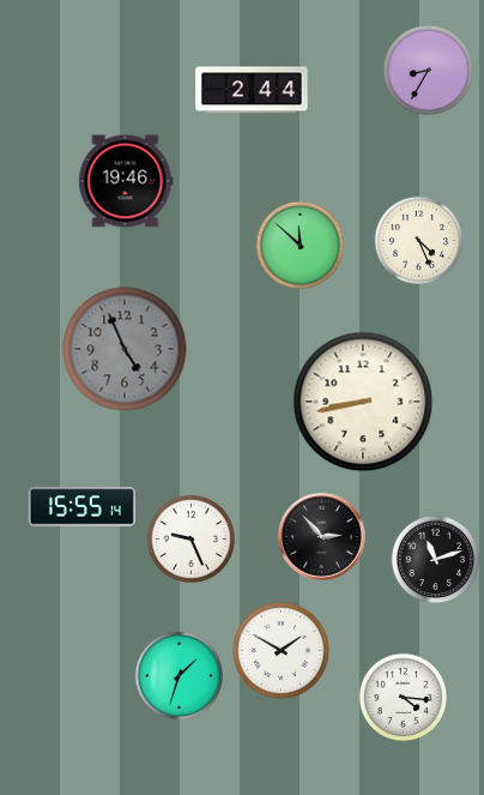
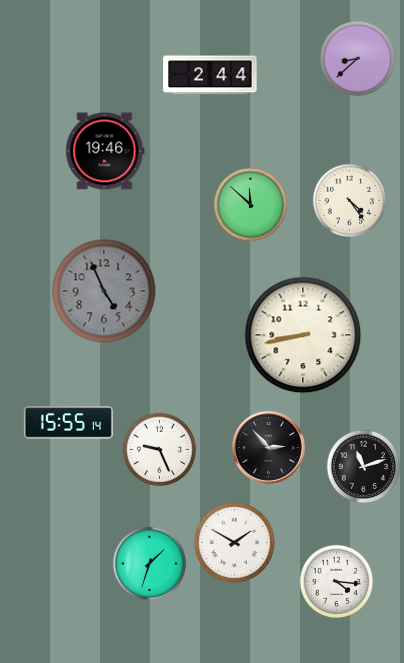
clock at (428, 70): 8:35 -> 8:38
clock at (419, 241): 4:26 -> 4:24
